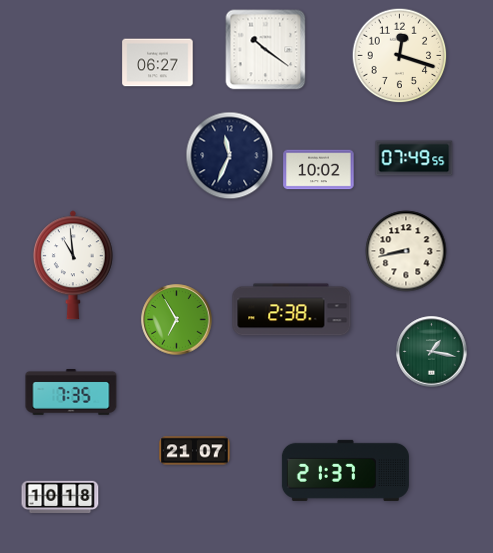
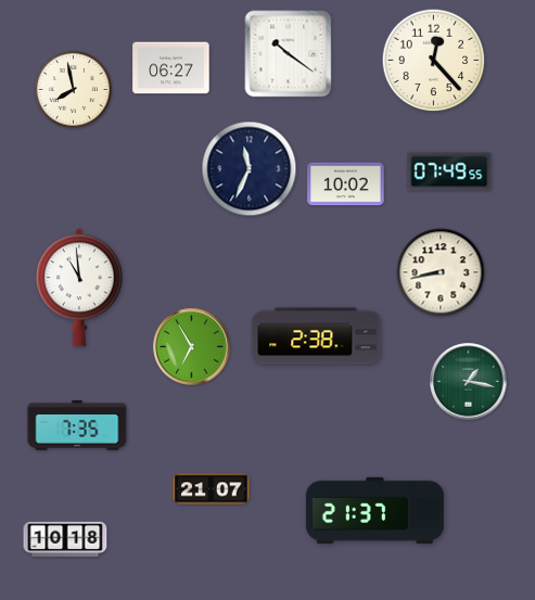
clock at (400, 56): 12:18 -> 12:23
clock at (73, 89): none -> 7:58
